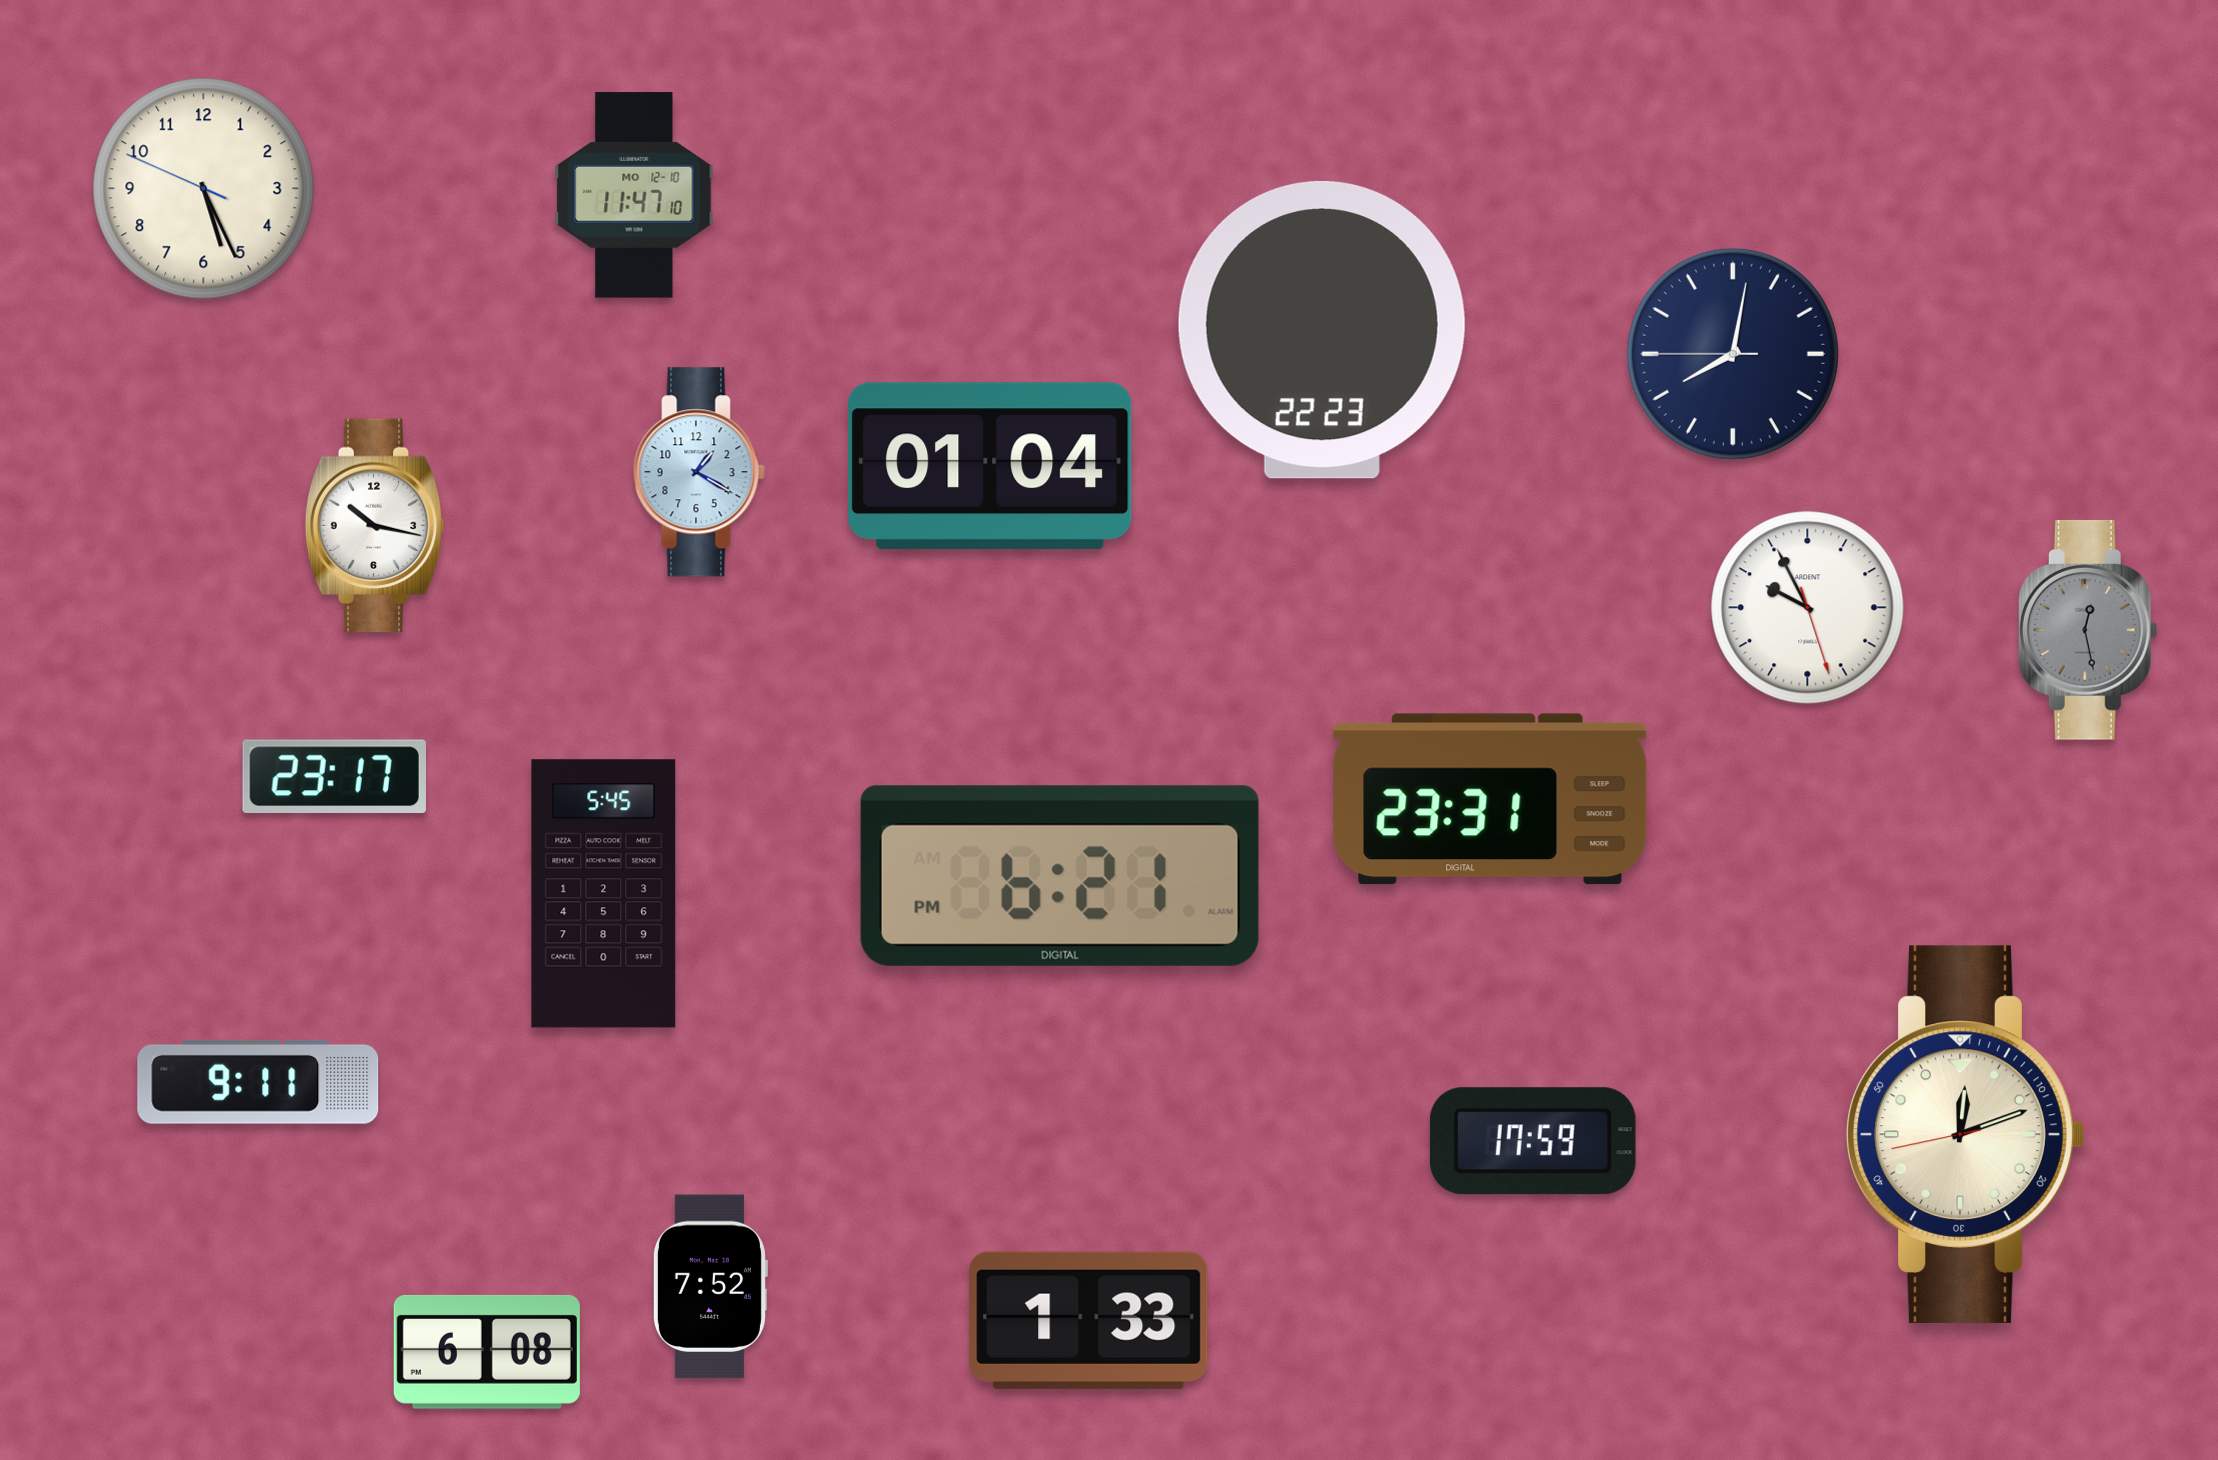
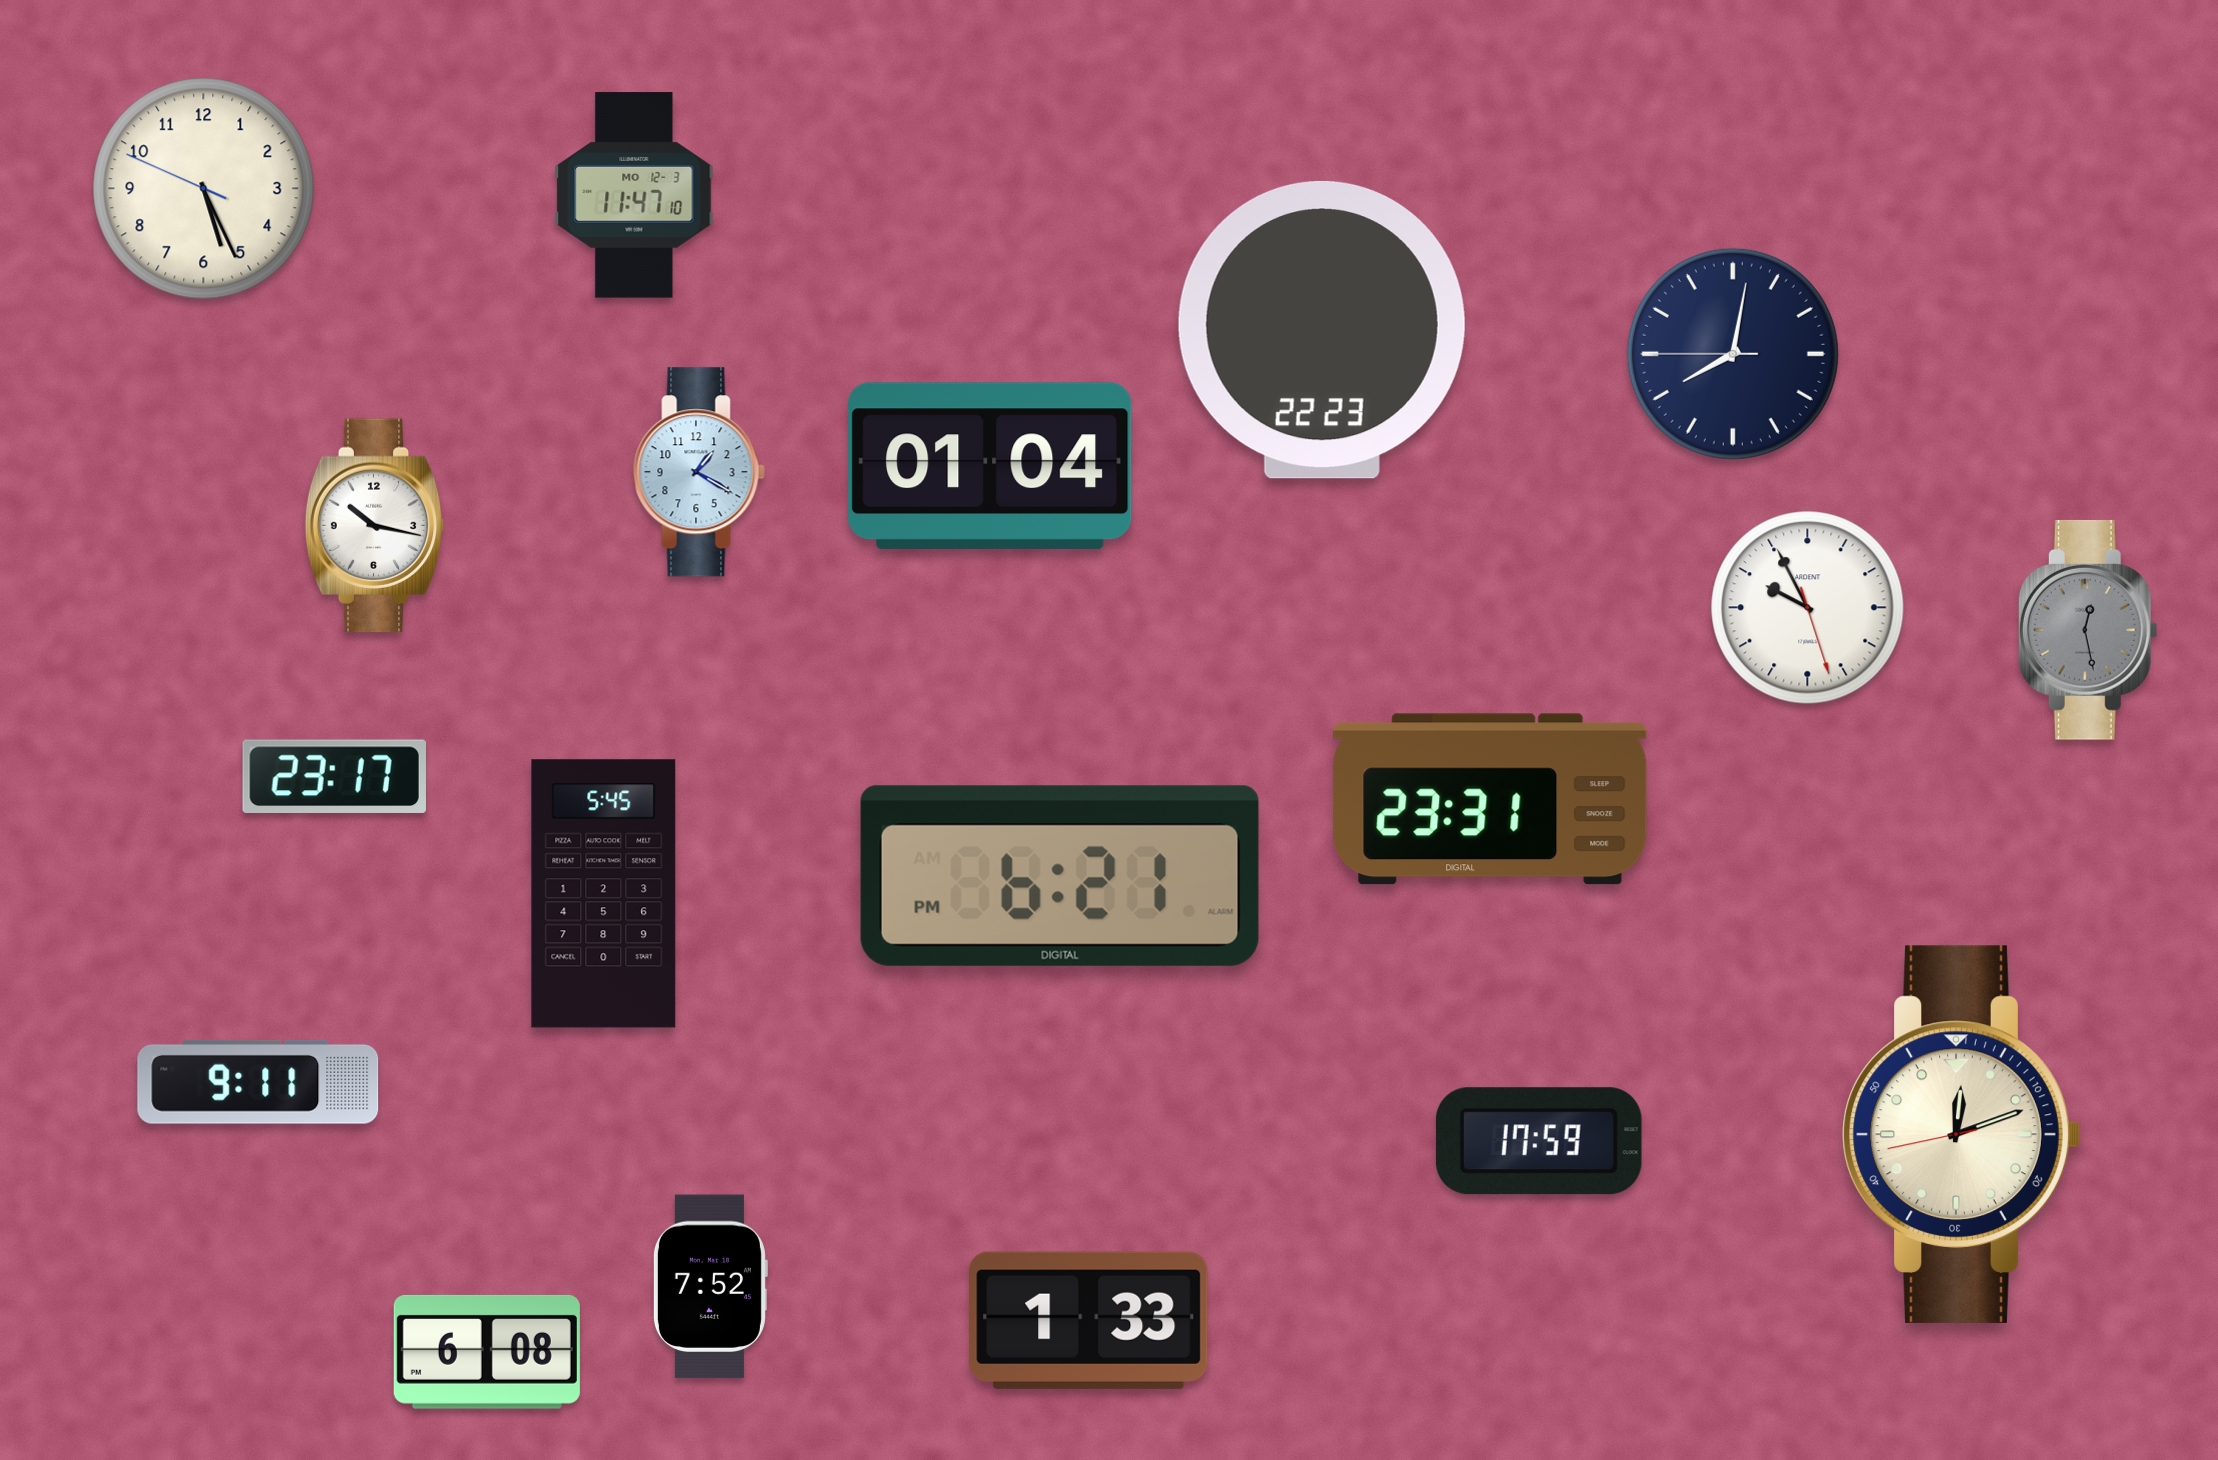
clock at (634, 195) date: MO 12-10 -> MO 12-3
clock at (1966, 1134) position: (1966, 1134) -> (1962, 1134)
clock at (1533, 1141) position: (1533, 1141) -> (1539, 1141)
